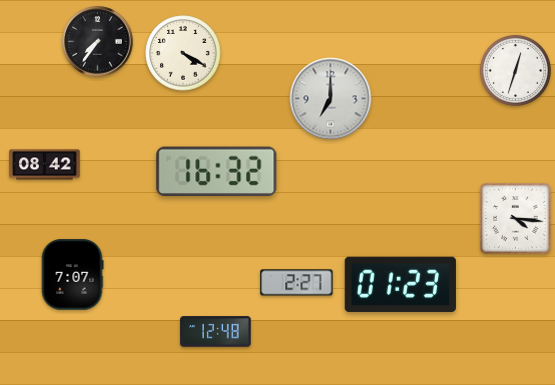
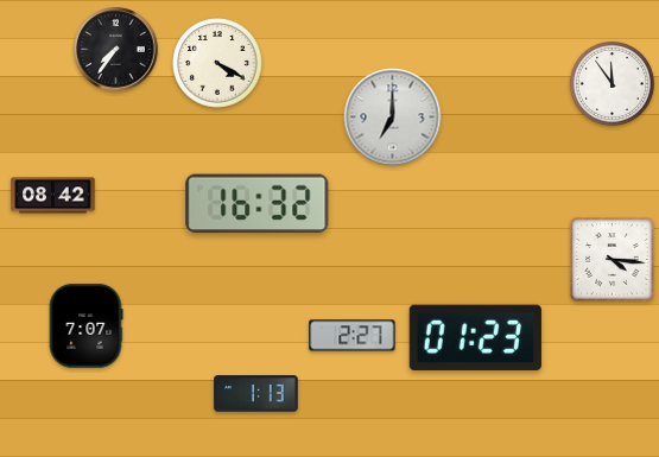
clock at (515, 70): 12:33 -> 11:54
clock at (216, 332): 12:48 -> 1:13
